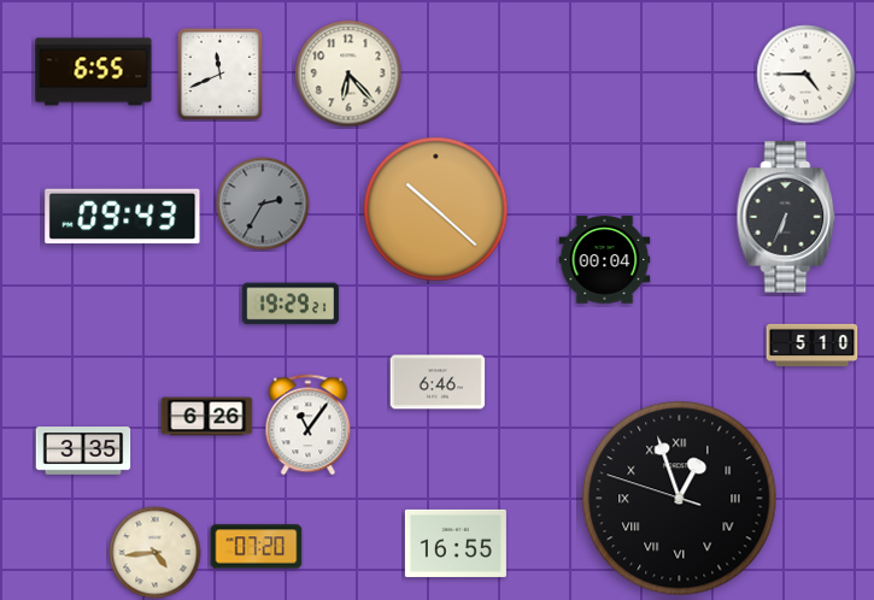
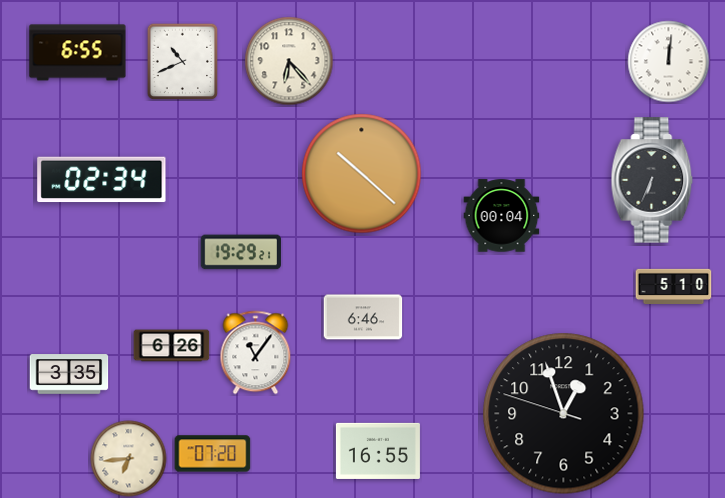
clock at (94, 72) position: (94, 72) -> (78, 53)
clock at (221, 73): 11:41 -> 10:41
clock at (806, 75): 4:45 -> 12:01
clock at (263, 204): 2:35 -> none
clock at (123, 217): 09:43 -> 02:34
clock at (680, 499) numerals: Roman -> Arabic
clock at (156, 553): 4:44 -> 6:44
